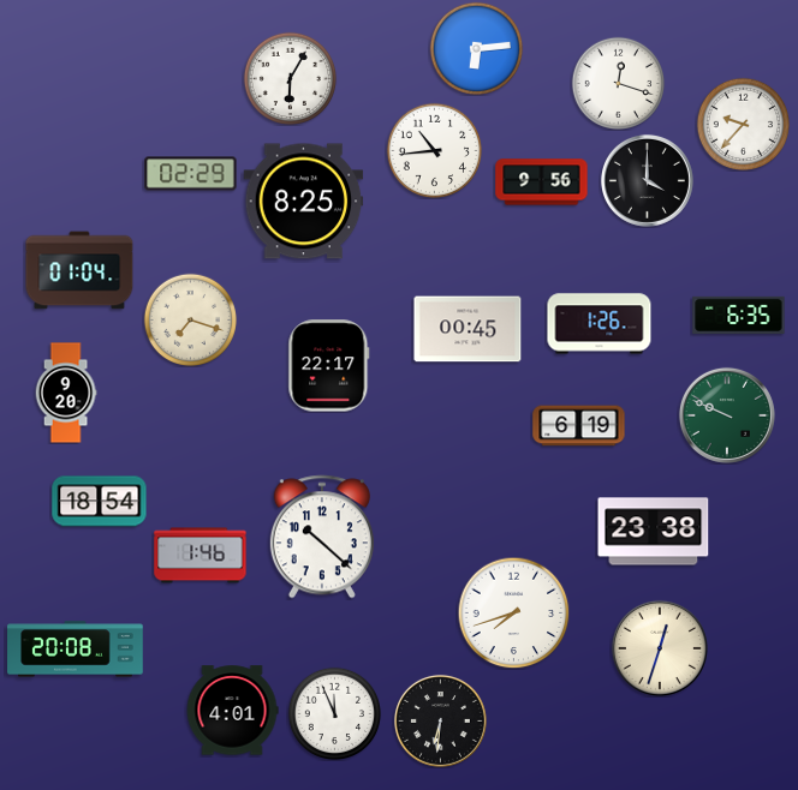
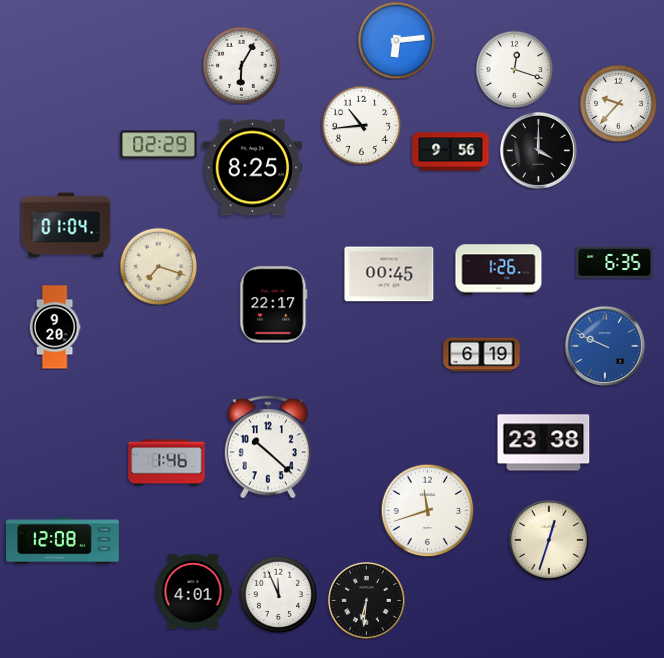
clock at (727, 415) dial: green -> blue
clock at (100, 502): 18:54 -> none
clock at (513, 612): 7:42 -> 11:42
clock at (76, 650): 20:08 -> 12:08
